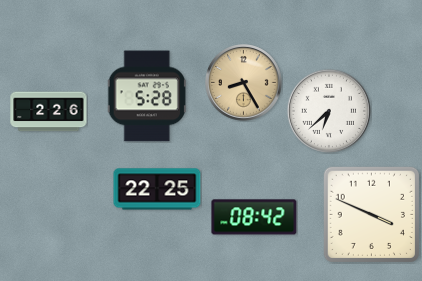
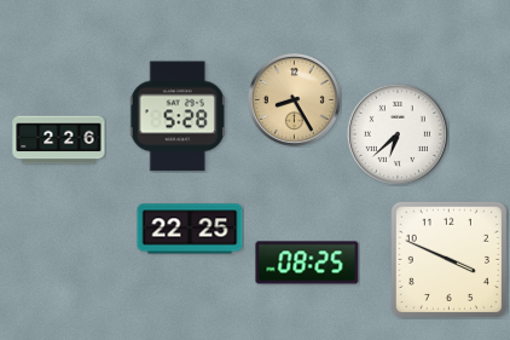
clock at (49, 112) position: (49, 112) -> (59, 140)
clock at (254, 217): 08:42 -> 08:25
